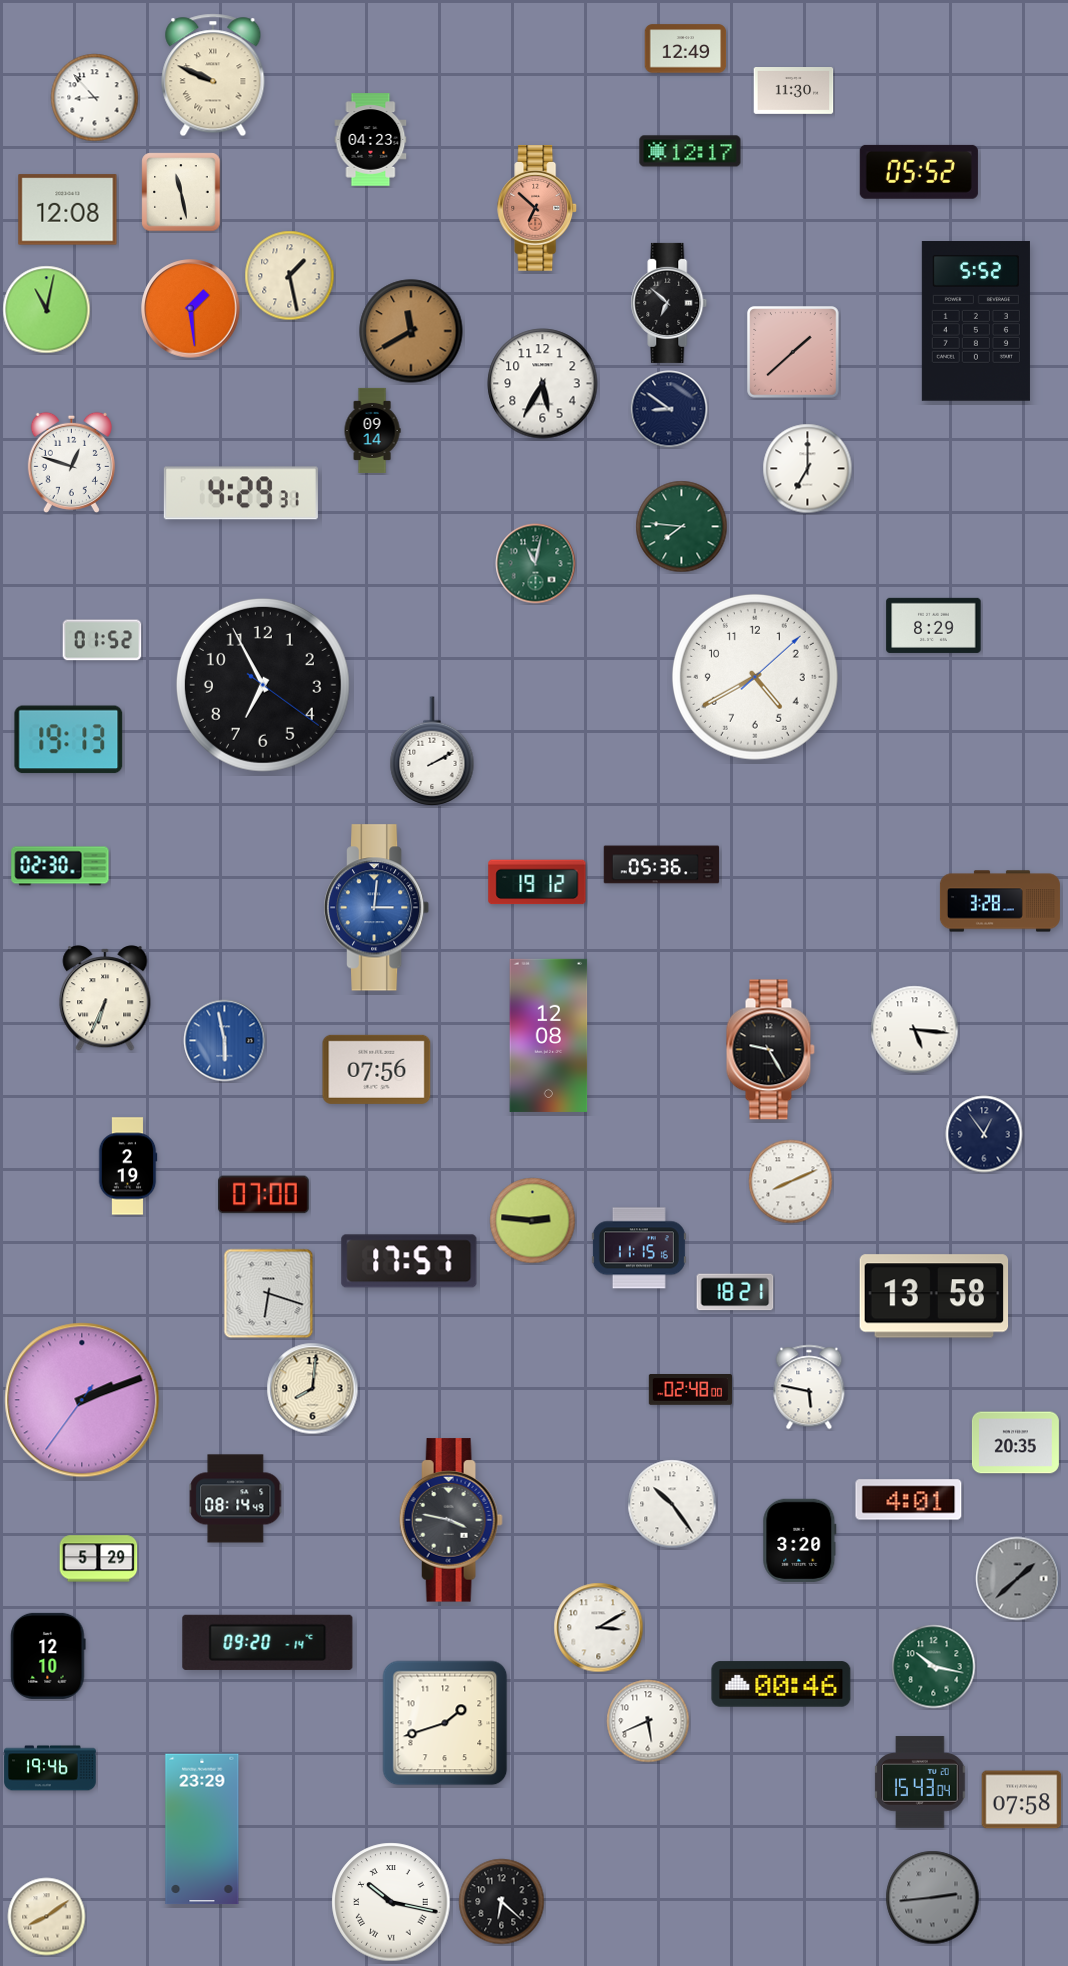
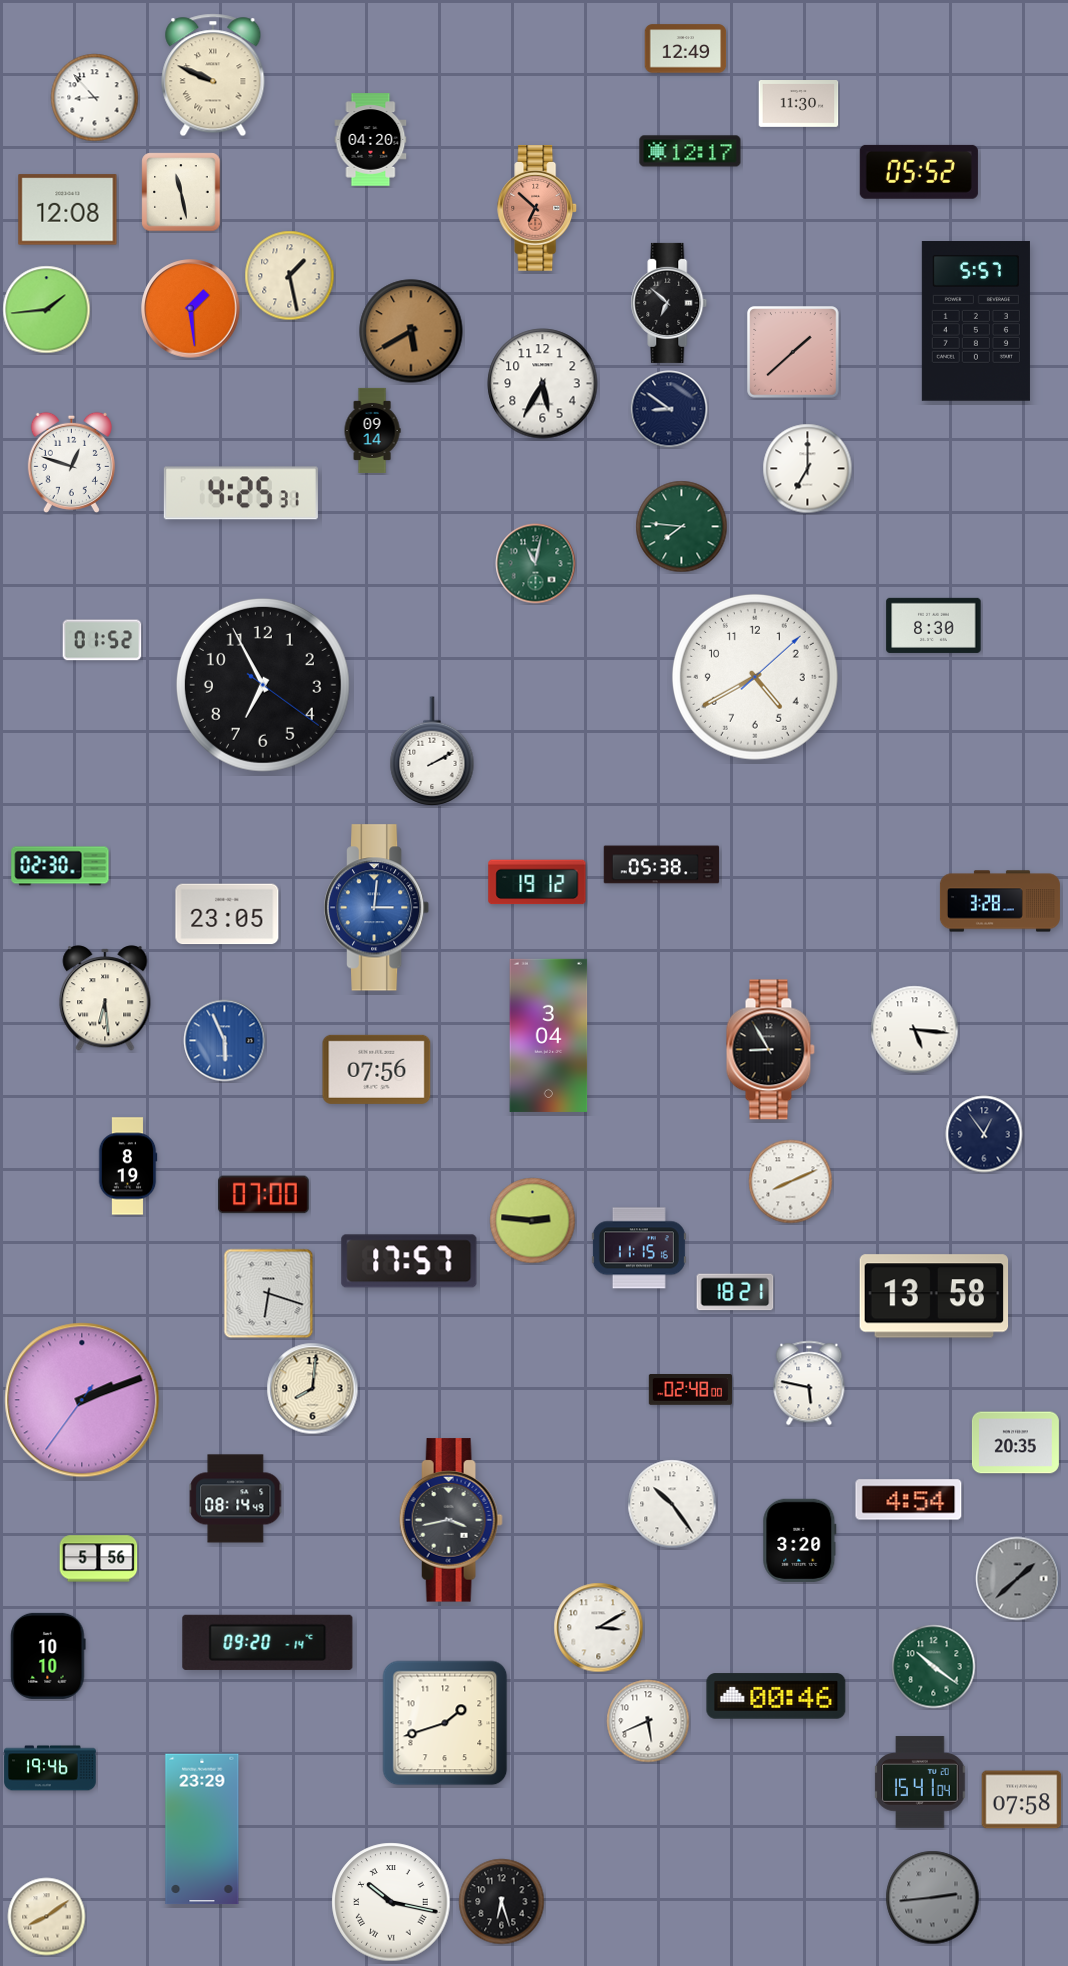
clock at (794, 91) position: (794, 91) -> (799, 104)
clock at (371, 140): 04:23 -> 04:20
clock at (47, 310): 11:02 -> 1:44
clock at (976, 322): 5:52 -> 5:57
clock at (411, 331): 11:40 -> 5:40
clock at (241, 493): 4:29 -> 4:25
clock at (934, 625): 8:29 -> 8:30
clock at (69, 740): 19:13 -> none
clock at (662, 865): 05:36 -> 05:38
clock at (227, 914): none -> 23:05
clock at (105, 998): 6:34 -> 6:29
clock at (549, 1035): 12:08 -> 3:04
clock at (225, 1041): 5:58 -> 5:56
clock at (770, 1050): 9:25 -> 8:55
clock at (128, 1166): 2:19 -> 8:19
clock at (809, 1387) position: (809, 1387) -> (809, 1383)
clock at (909, 1500): 4:01 -> 4:54
clock at (451, 1520): 3:47 -> 3:43
clock at (99, 1559): 5:29 -> 5:56
clock at (48, 1656): 12:10 -> 10:10
clock at (934, 1667): 10:17 -> 10:21
clock at (781, 1684) position: (781, 1684) -> (776, 1696)
clock at (920, 1782): 15:43 -> 15:41
clock at (502, 1902): 6:22 -> 6:27
